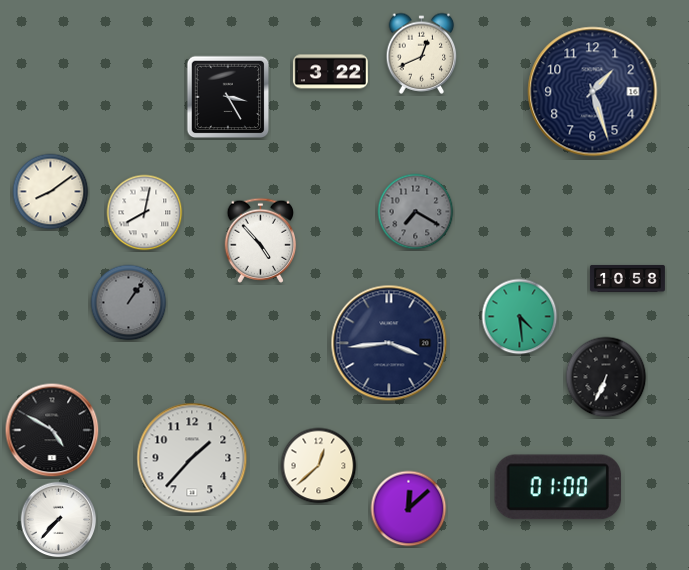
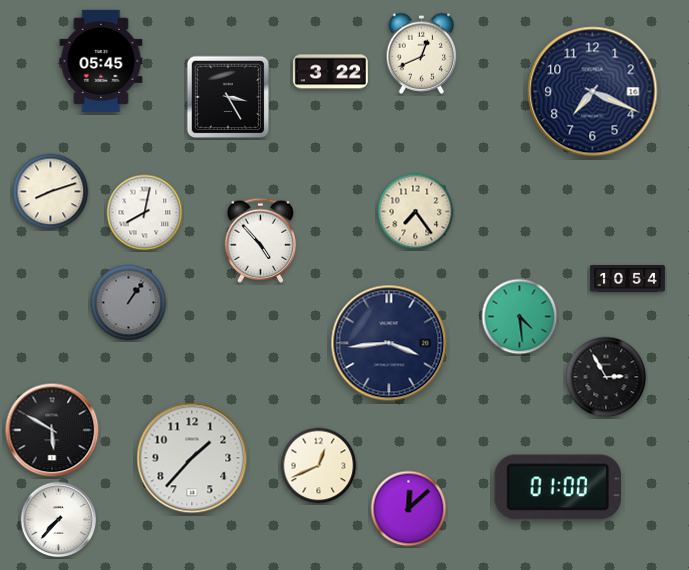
clock at (101, 61): none -> 05:45
clock at (593, 92): 1:27 -> 7:19
clock at (51, 192): 8:09 -> 8:12
clock at (416, 212): 7:20 -> 7:24
clock at (416, 212) dial: grey -> cream
clock at (627, 278): 10:58 -> 10:54
clock at (606, 377): 6:34 -> 2:55
clock at (52, 430): 4:50 -> 5:50
clock at (319, 466): 12:38 -> 12:41
